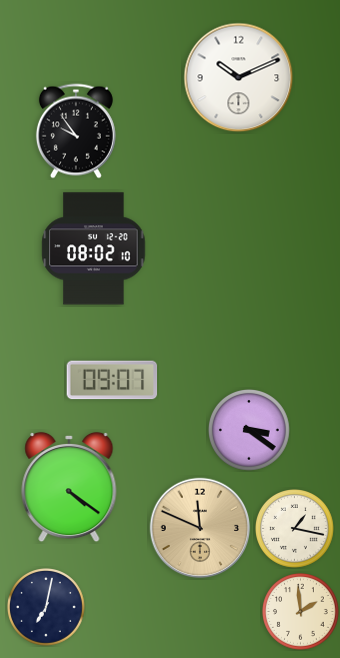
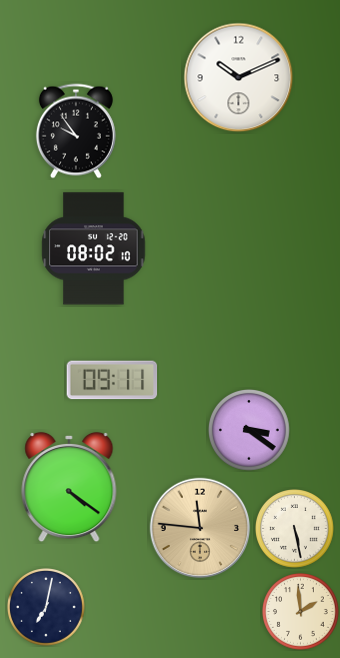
clock at (112, 380): 09:07 -> 09:11
clock at (200, 528): 11:49 -> 11:46
clock at (295, 529): 1:17 -> 5:28
